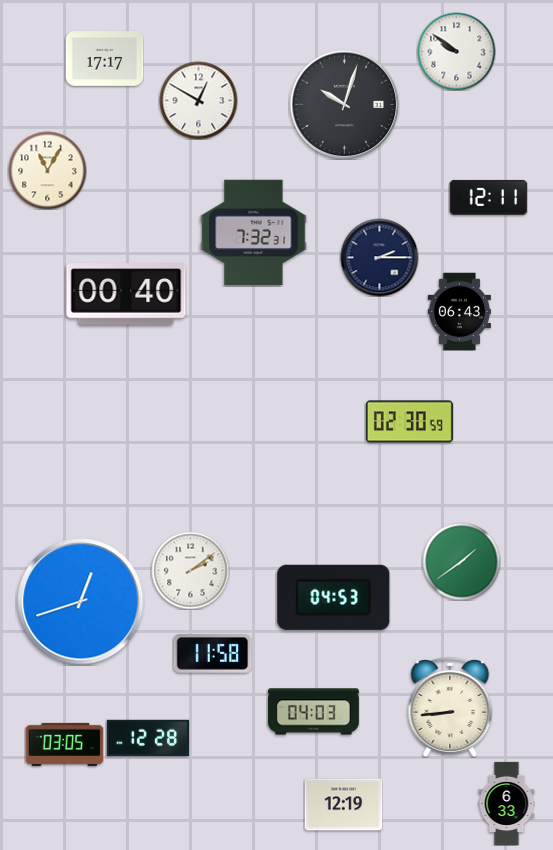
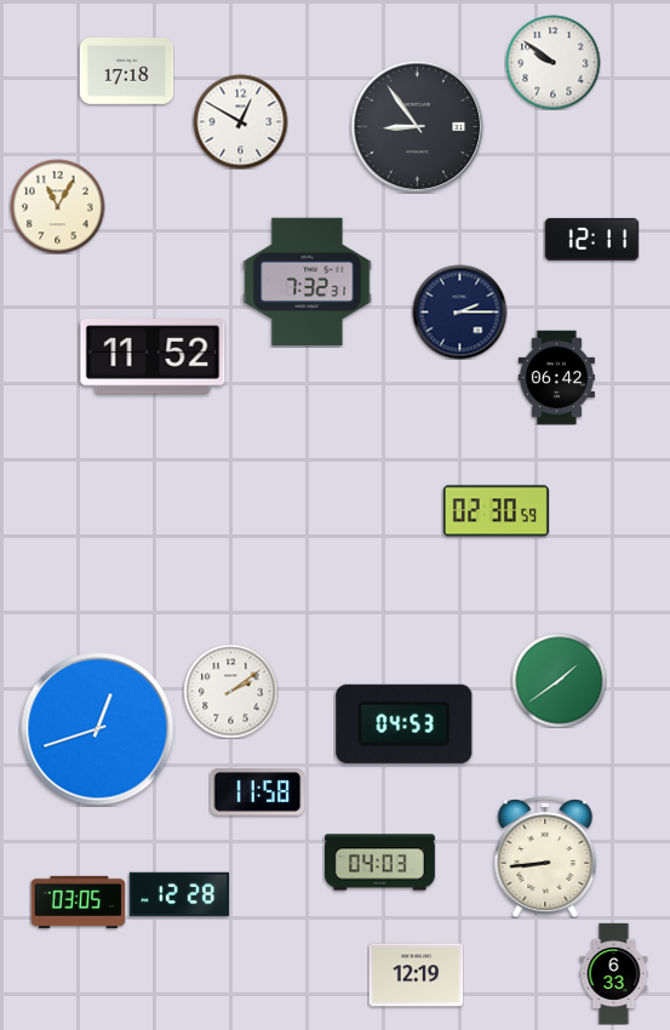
clock at (104, 59): 17:17 -> 17:18
clock at (344, 104): 10:03 -> 8:54
clock at (126, 294): 00:40 -> 11:52
clock at (459, 311): 06:43 -> 06:42
